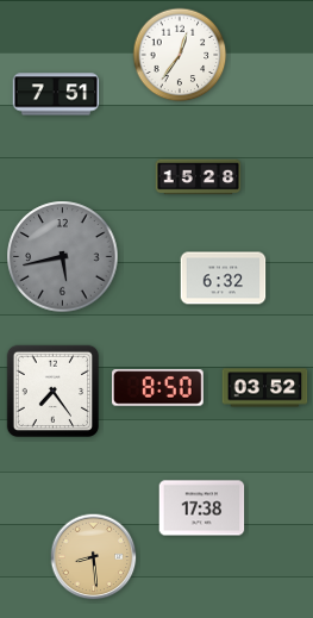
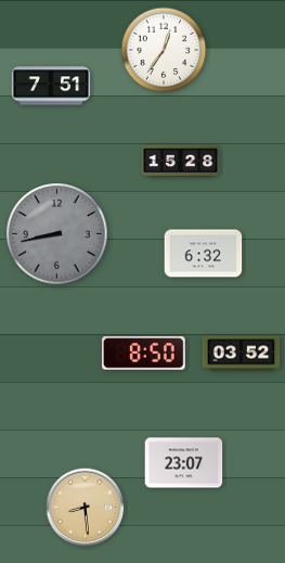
clock at (63, 257): 5:43 -> 8:43
clock at (52, 391): 7:24 -> none
clock at (202, 508): 17:38 -> 23:07
